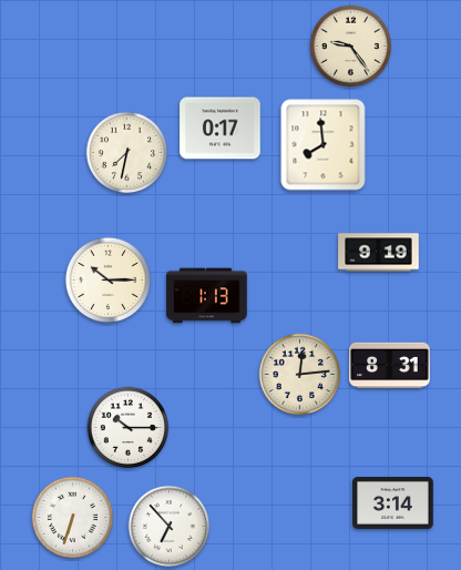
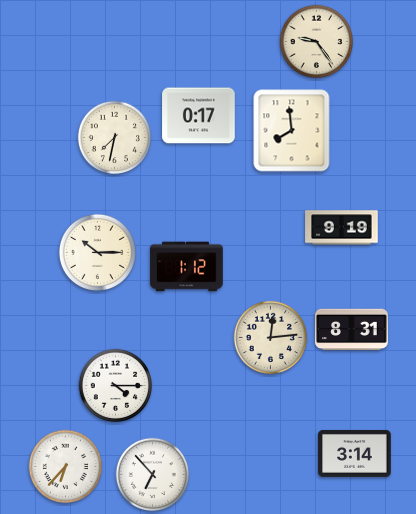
clock at (207, 296): 1:13 -> 1:12
clock at (129, 428): 10:15 -> 4:15
clock at (73, 518): 6:33 -> 6:37
